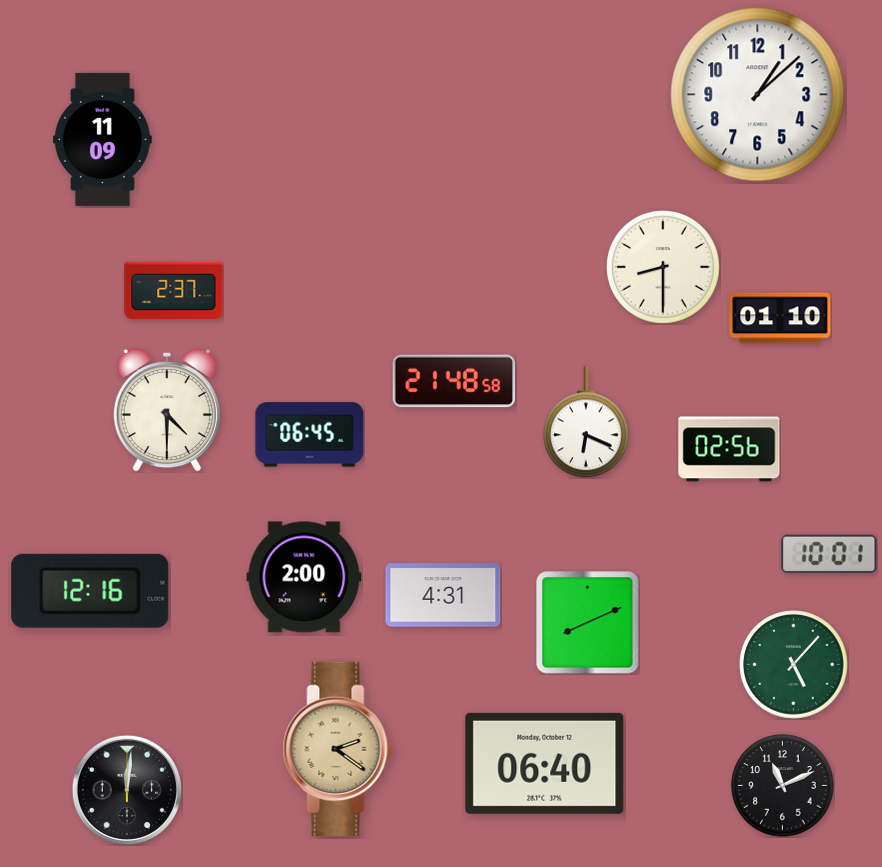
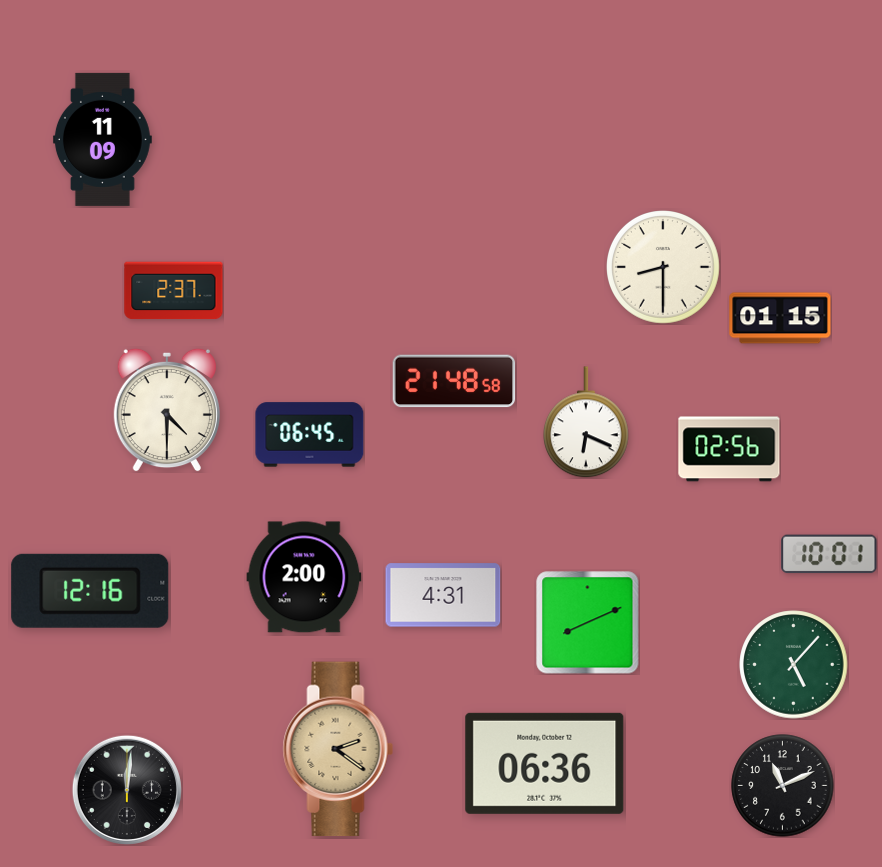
clock at (758, 95): 1:08 -> none
clock at (780, 318): 01:10 -> 01:15
clock at (545, 763): 06:40 -> 06:36
